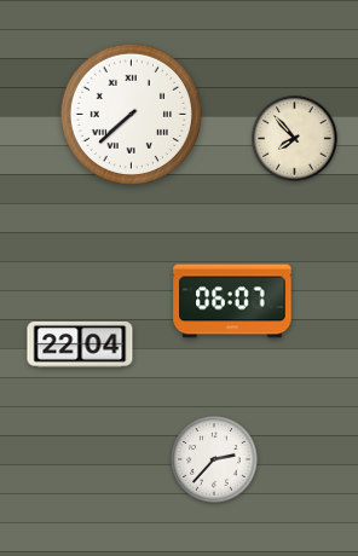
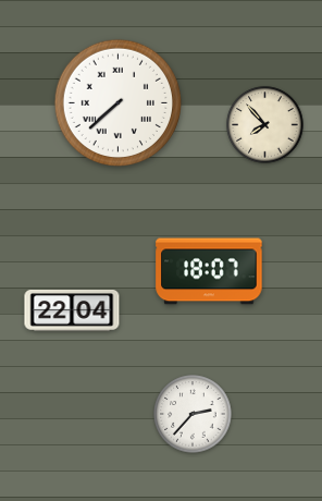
clock at (232, 301): 06:07 -> 18:07
